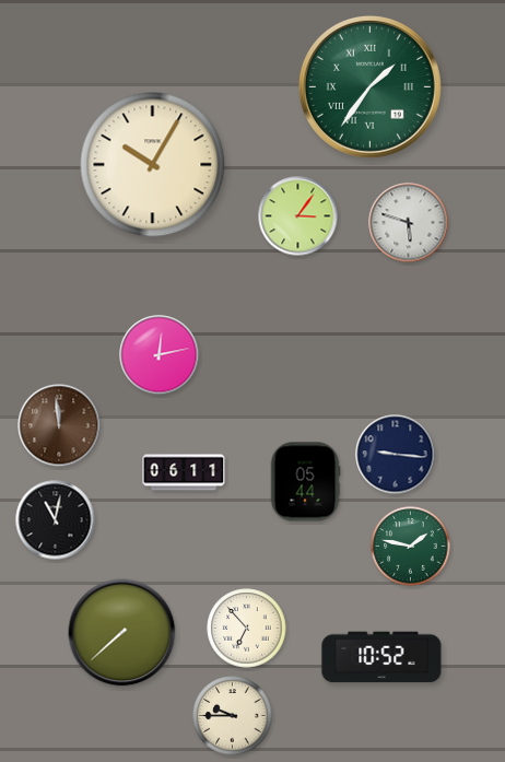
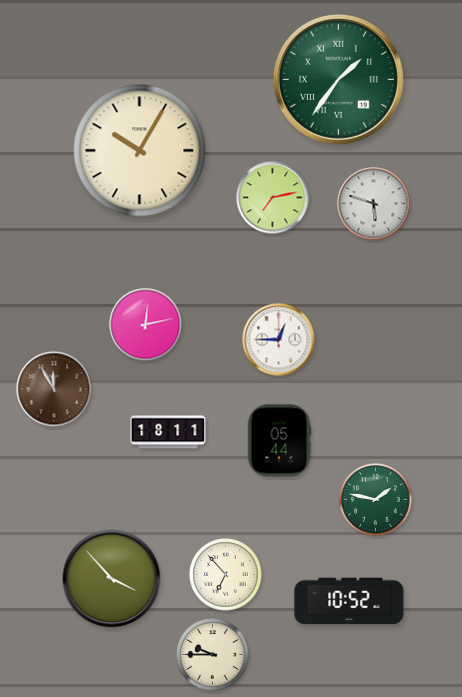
clock at (298, 216): 3:06 -> 7:13
clock at (279, 340): none -> 12:45
clock at (59, 425): 11:59 -> 11:55
clock at (396, 455): 9:16 -> none
clock at (184, 472): 06:11 -> 18:11
clock at (56, 520): 11:02 -> none
clock at (122, 633): 7:38 -> 3:53
